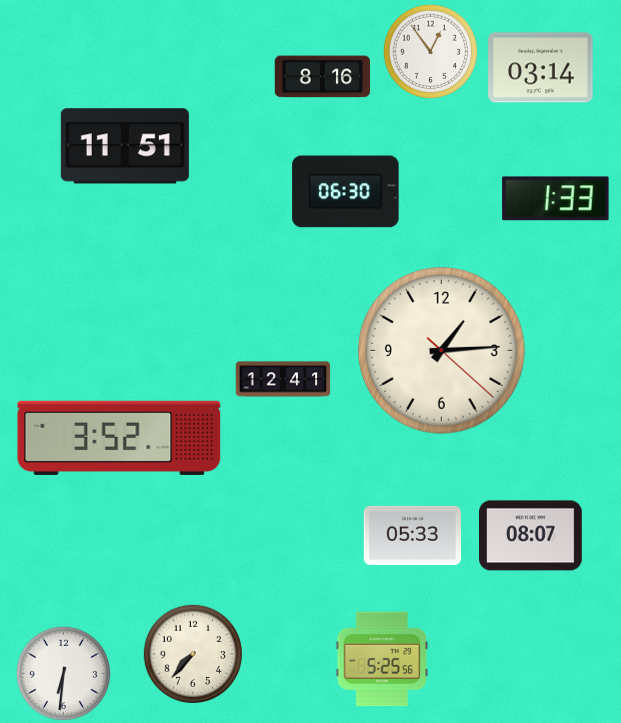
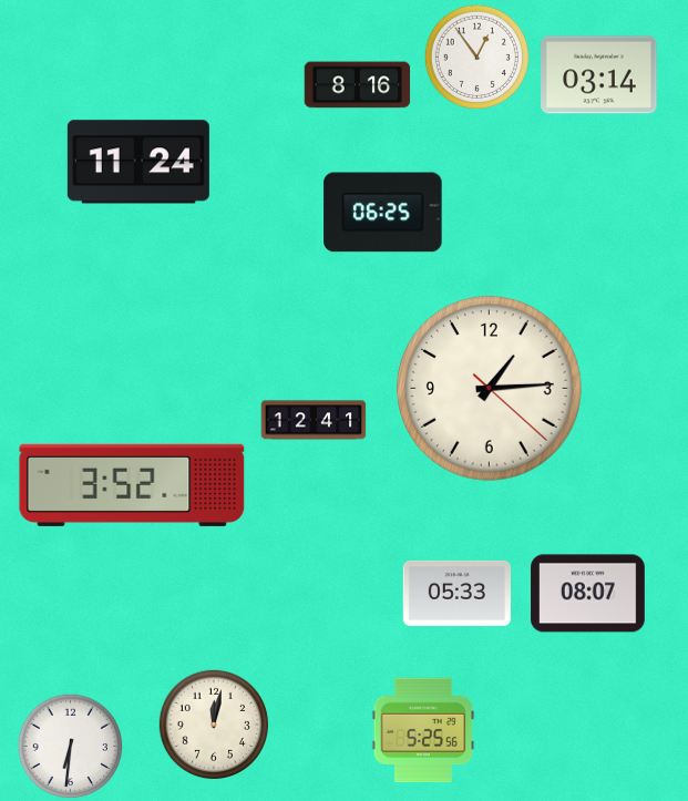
clock at (125, 146): 11:51 -> 11:24
clock at (346, 192): 06:30 -> 06:25
clock at (556, 199): 1:33 -> none
clock at (192, 653): 7:37 -> 12:02
